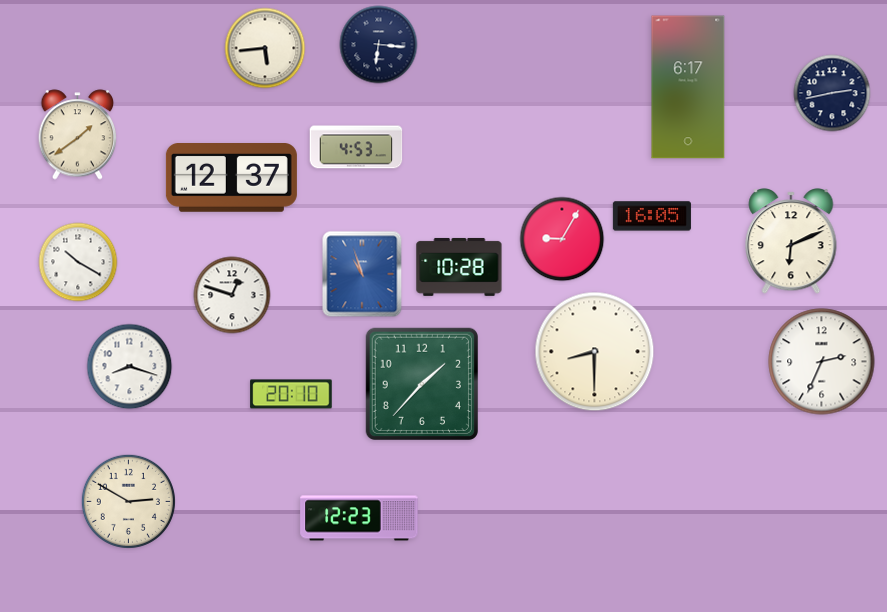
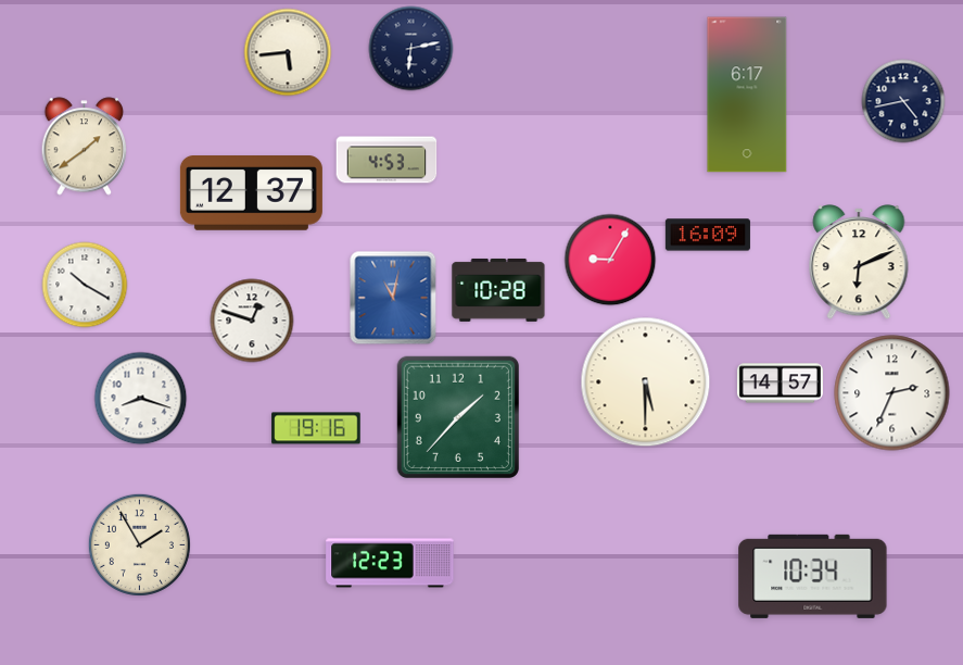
clock at (379, 45): 6:16 -> 6:13
clock at (832, 93): 2:43 -> 4:43
clock at (652, 216): 16:05 -> 16:09
clock at (362, 274): 10:57 -> 11:02
clock at (595, 352): 8:30 -> 5:30
clock at (780, 384): none -> 14:57
clock at (291, 394): 20:10 -> 19:16
clock at (128, 501): 2:50 -> 1:55
clock at (813, 576): none -> 10:34
